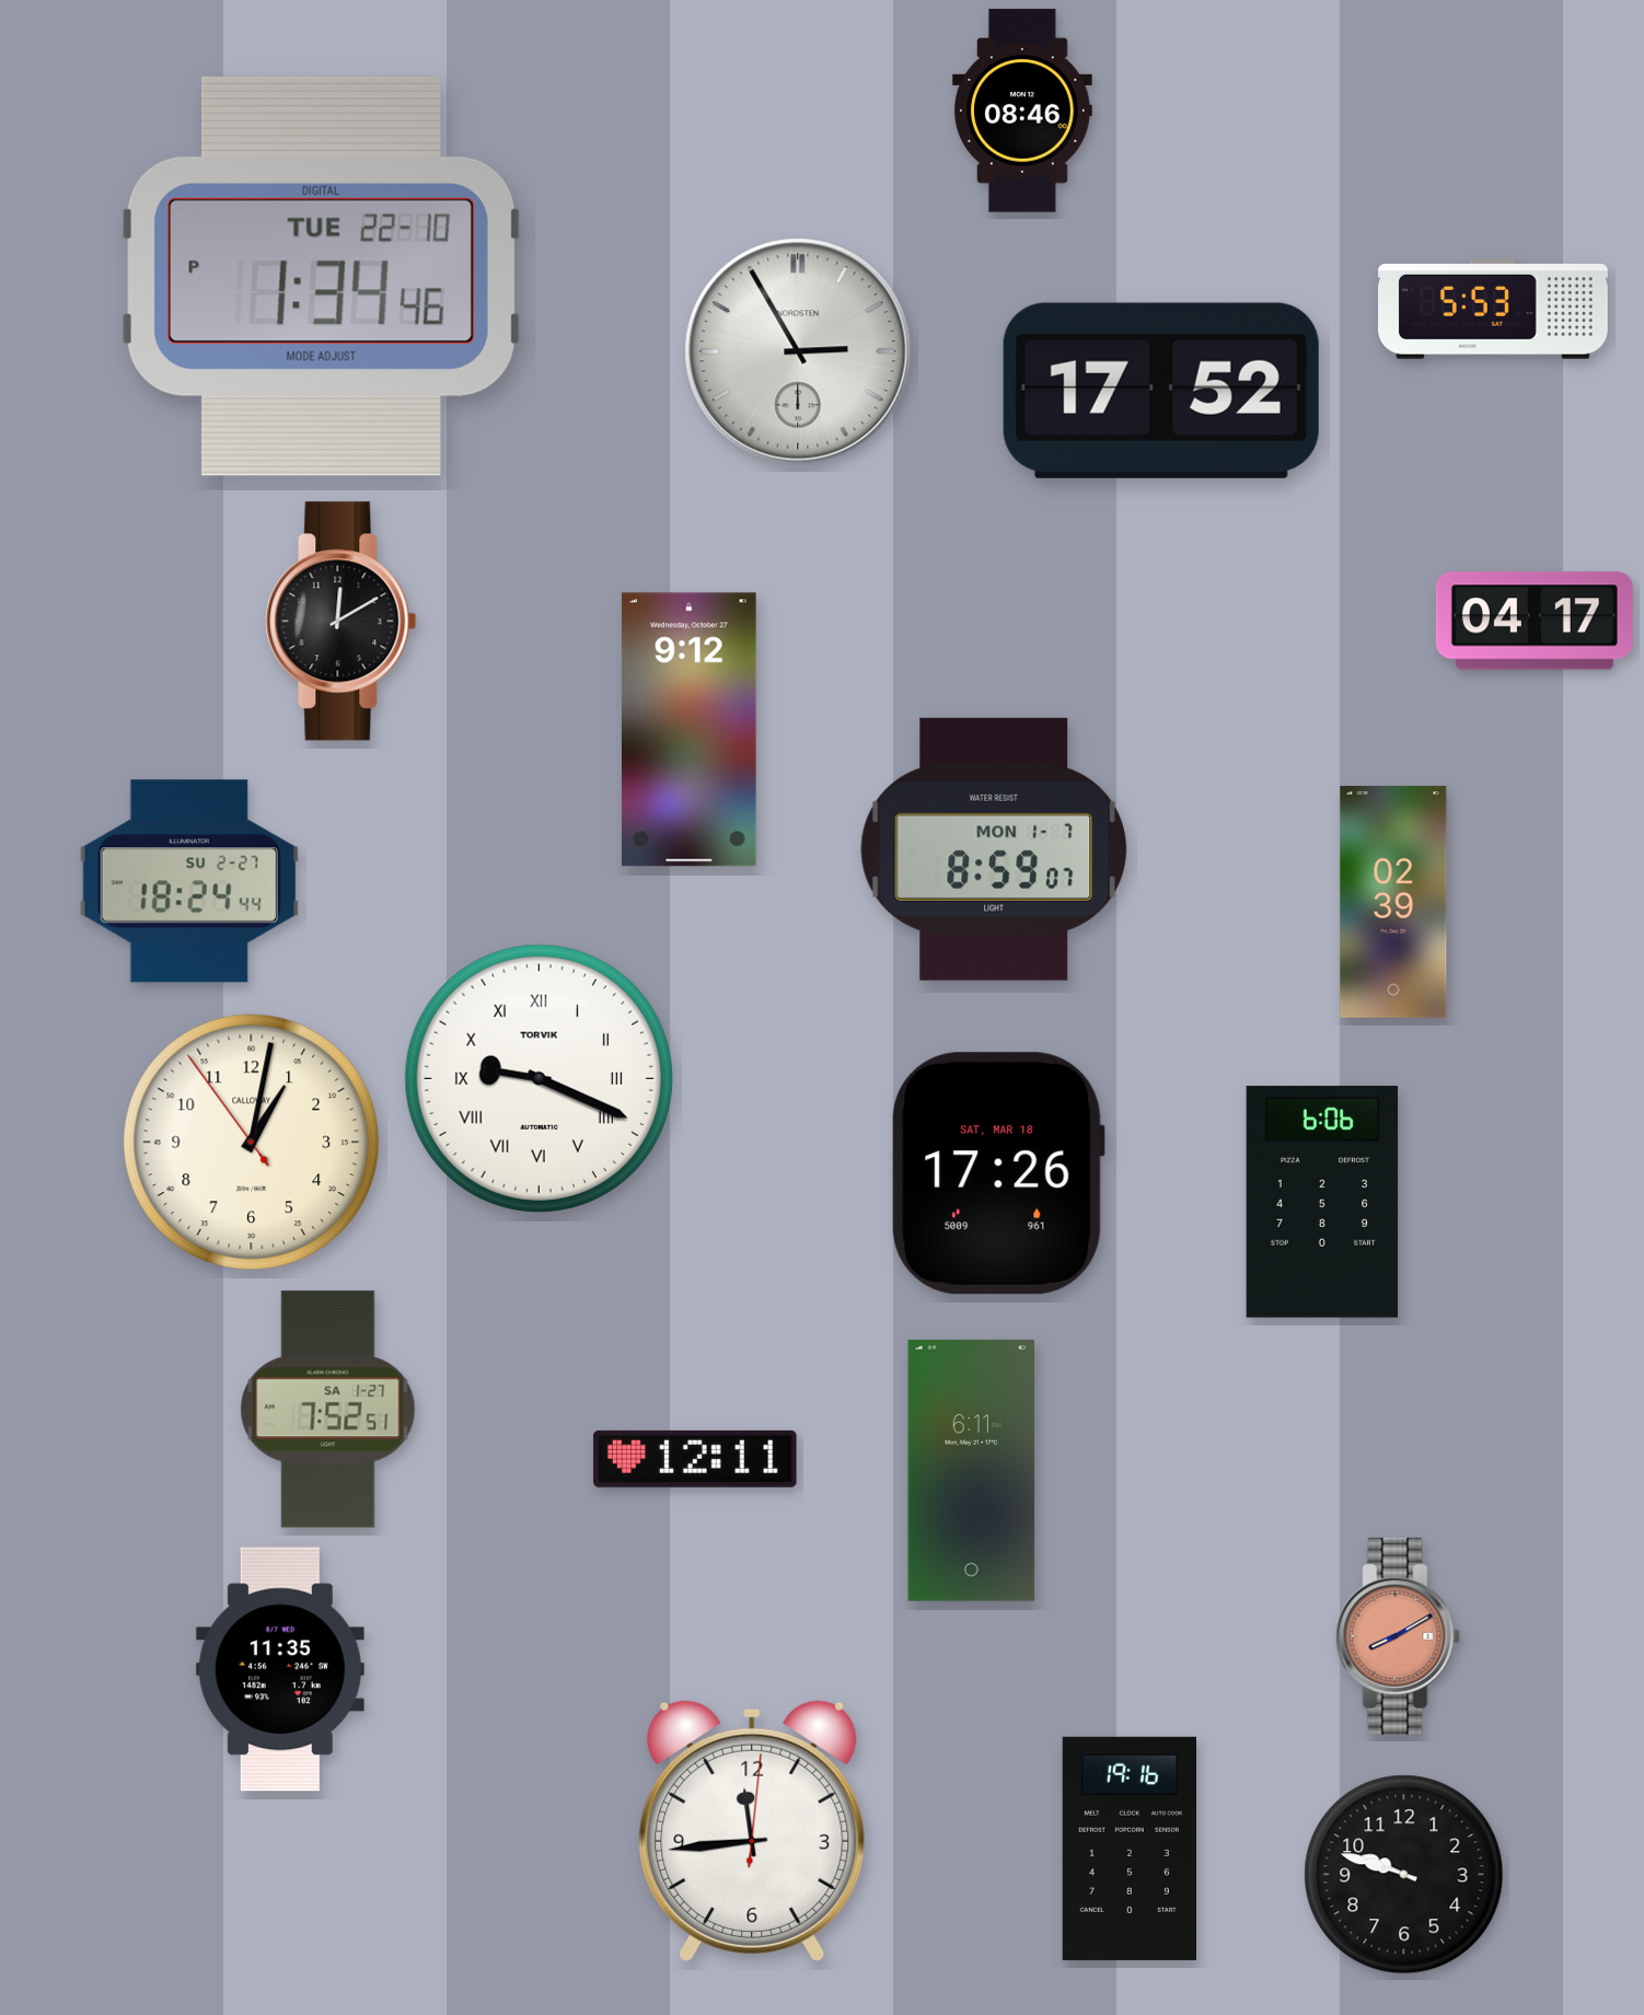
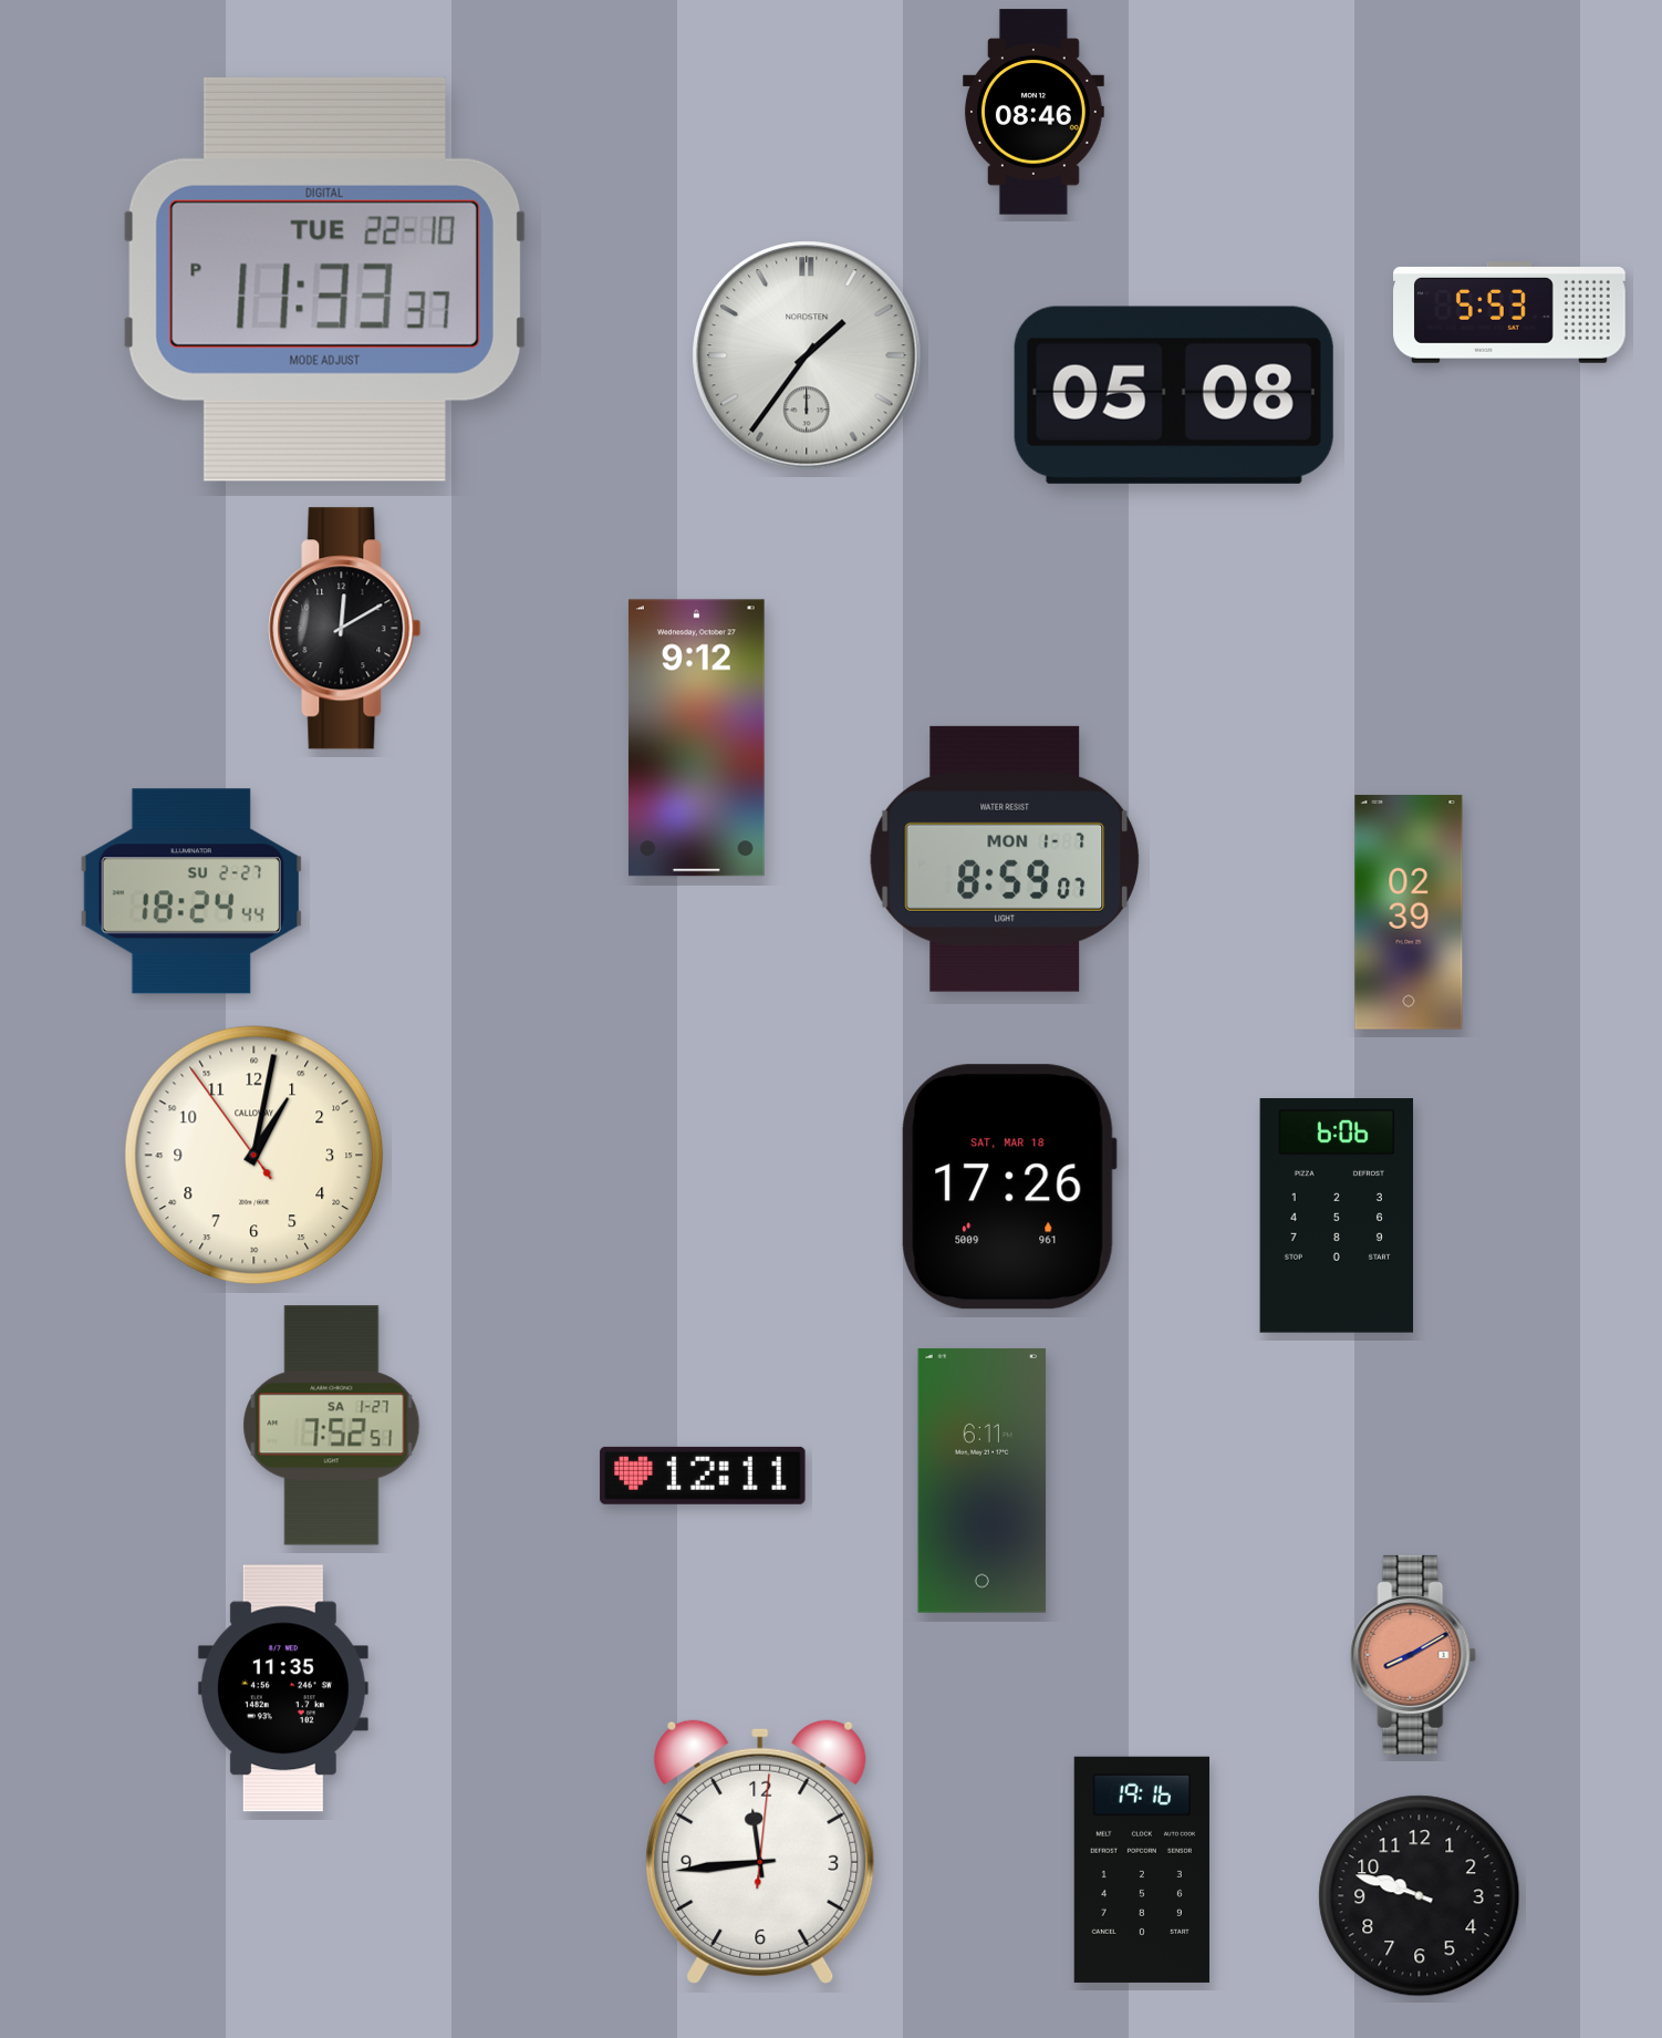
clock at (321, 276): 1:34 -> 11:33
clock at (798, 351): 2:55 -> 1:36
clock at (1161, 391): 17:52 -> 05:08
clock at (1535, 621): 04:17 -> none
clock at (539, 1078): 9:19 -> none
clock at (972, 1470) position: (972, 1470) -> (983, 1480)
